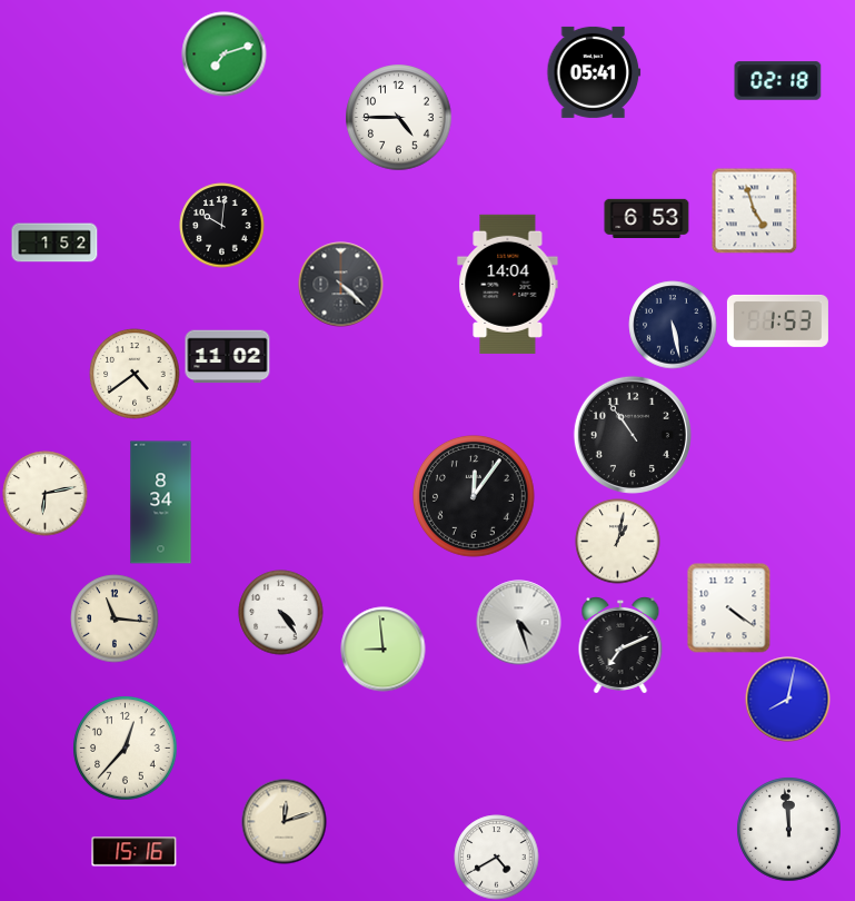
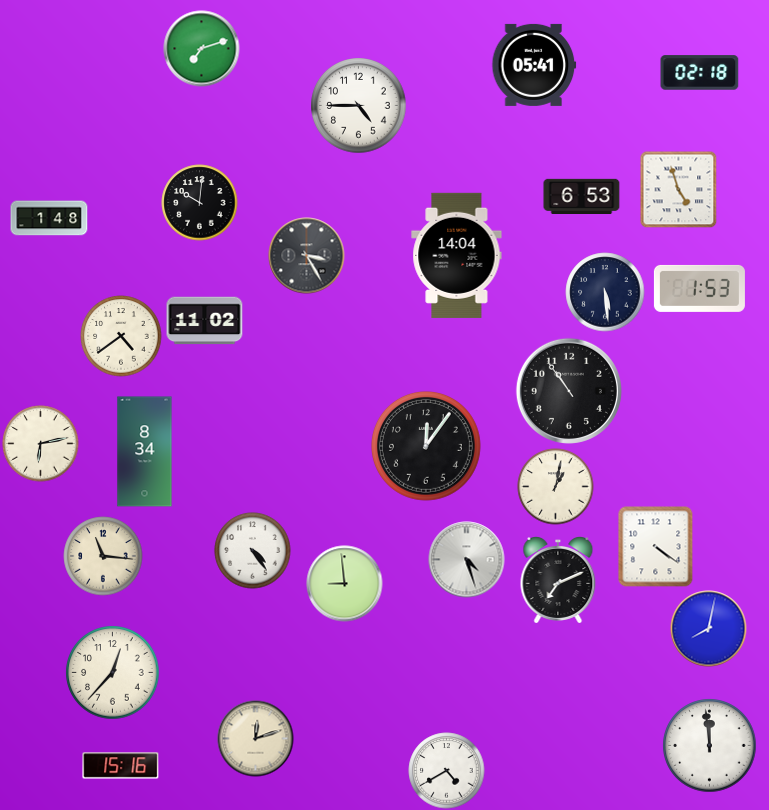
clock at (54, 242): 1:52 -> 1:48
clock at (341, 285): 4:22 -> 3:25
clock at (673, 325): 5:28 -> 5:29
